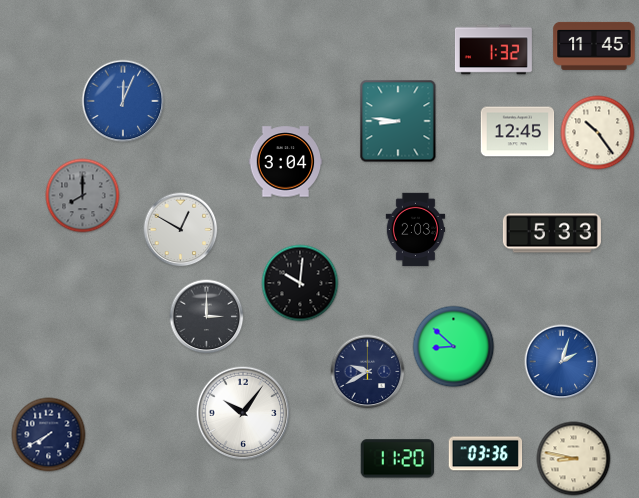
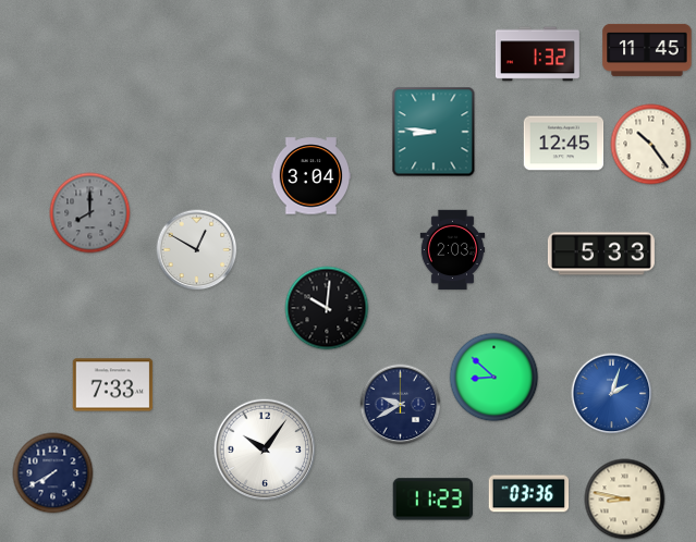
clock at (123, 101): 12:04 -> none
clock at (207, 317): 3:00 -> none
clock at (113, 385): none -> 7:33
clock at (398, 459): 11:20 -> 11:23
